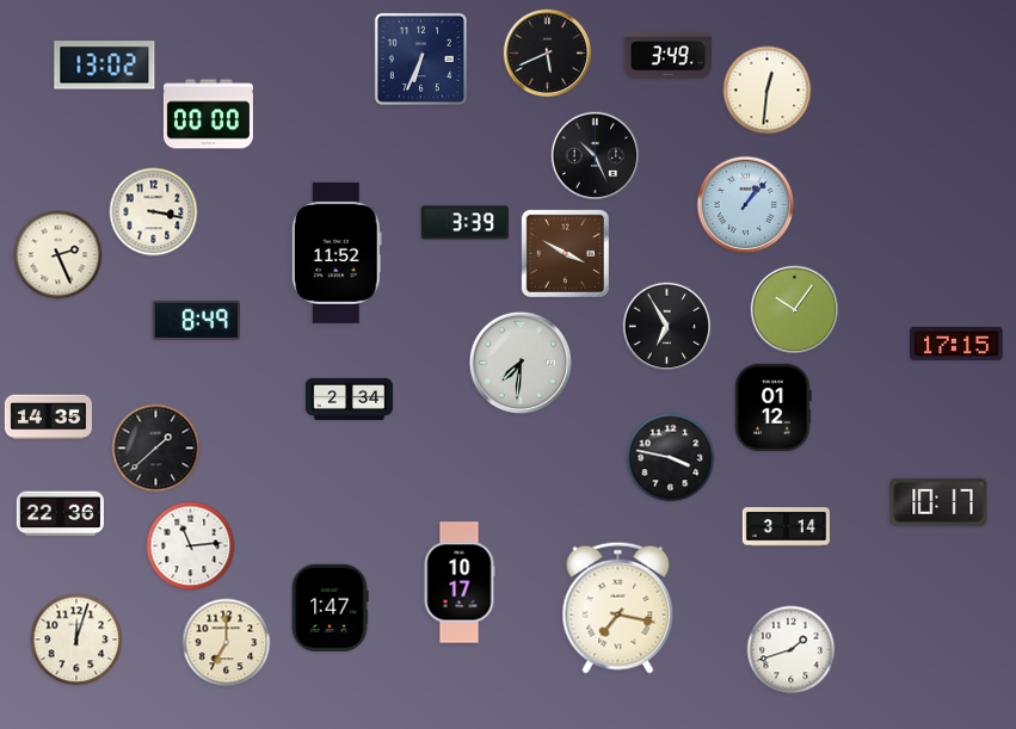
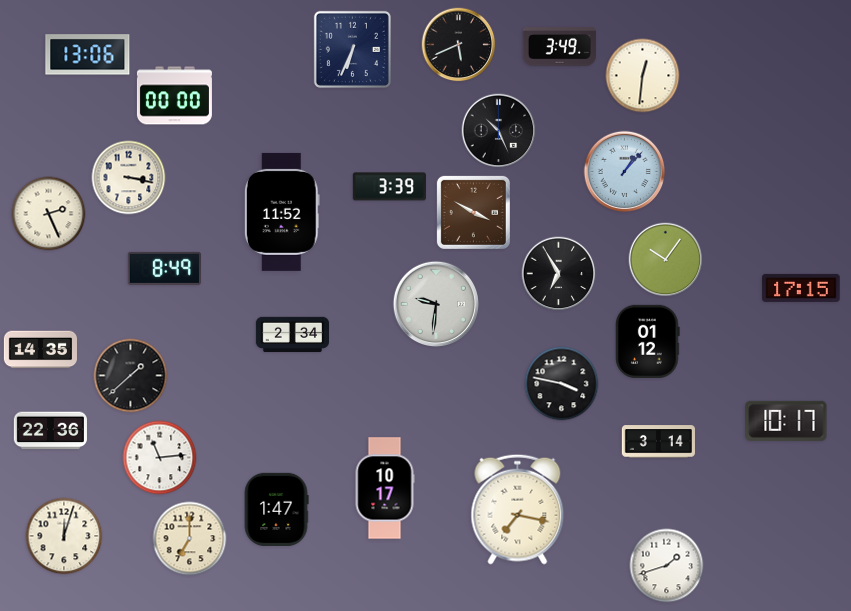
clock at (105, 66): 13:02 -> 13:06
clock at (519, 362): 7:31 -> 9:31
clock at (792, 650) position: (792, 650) -> (667, 566)
